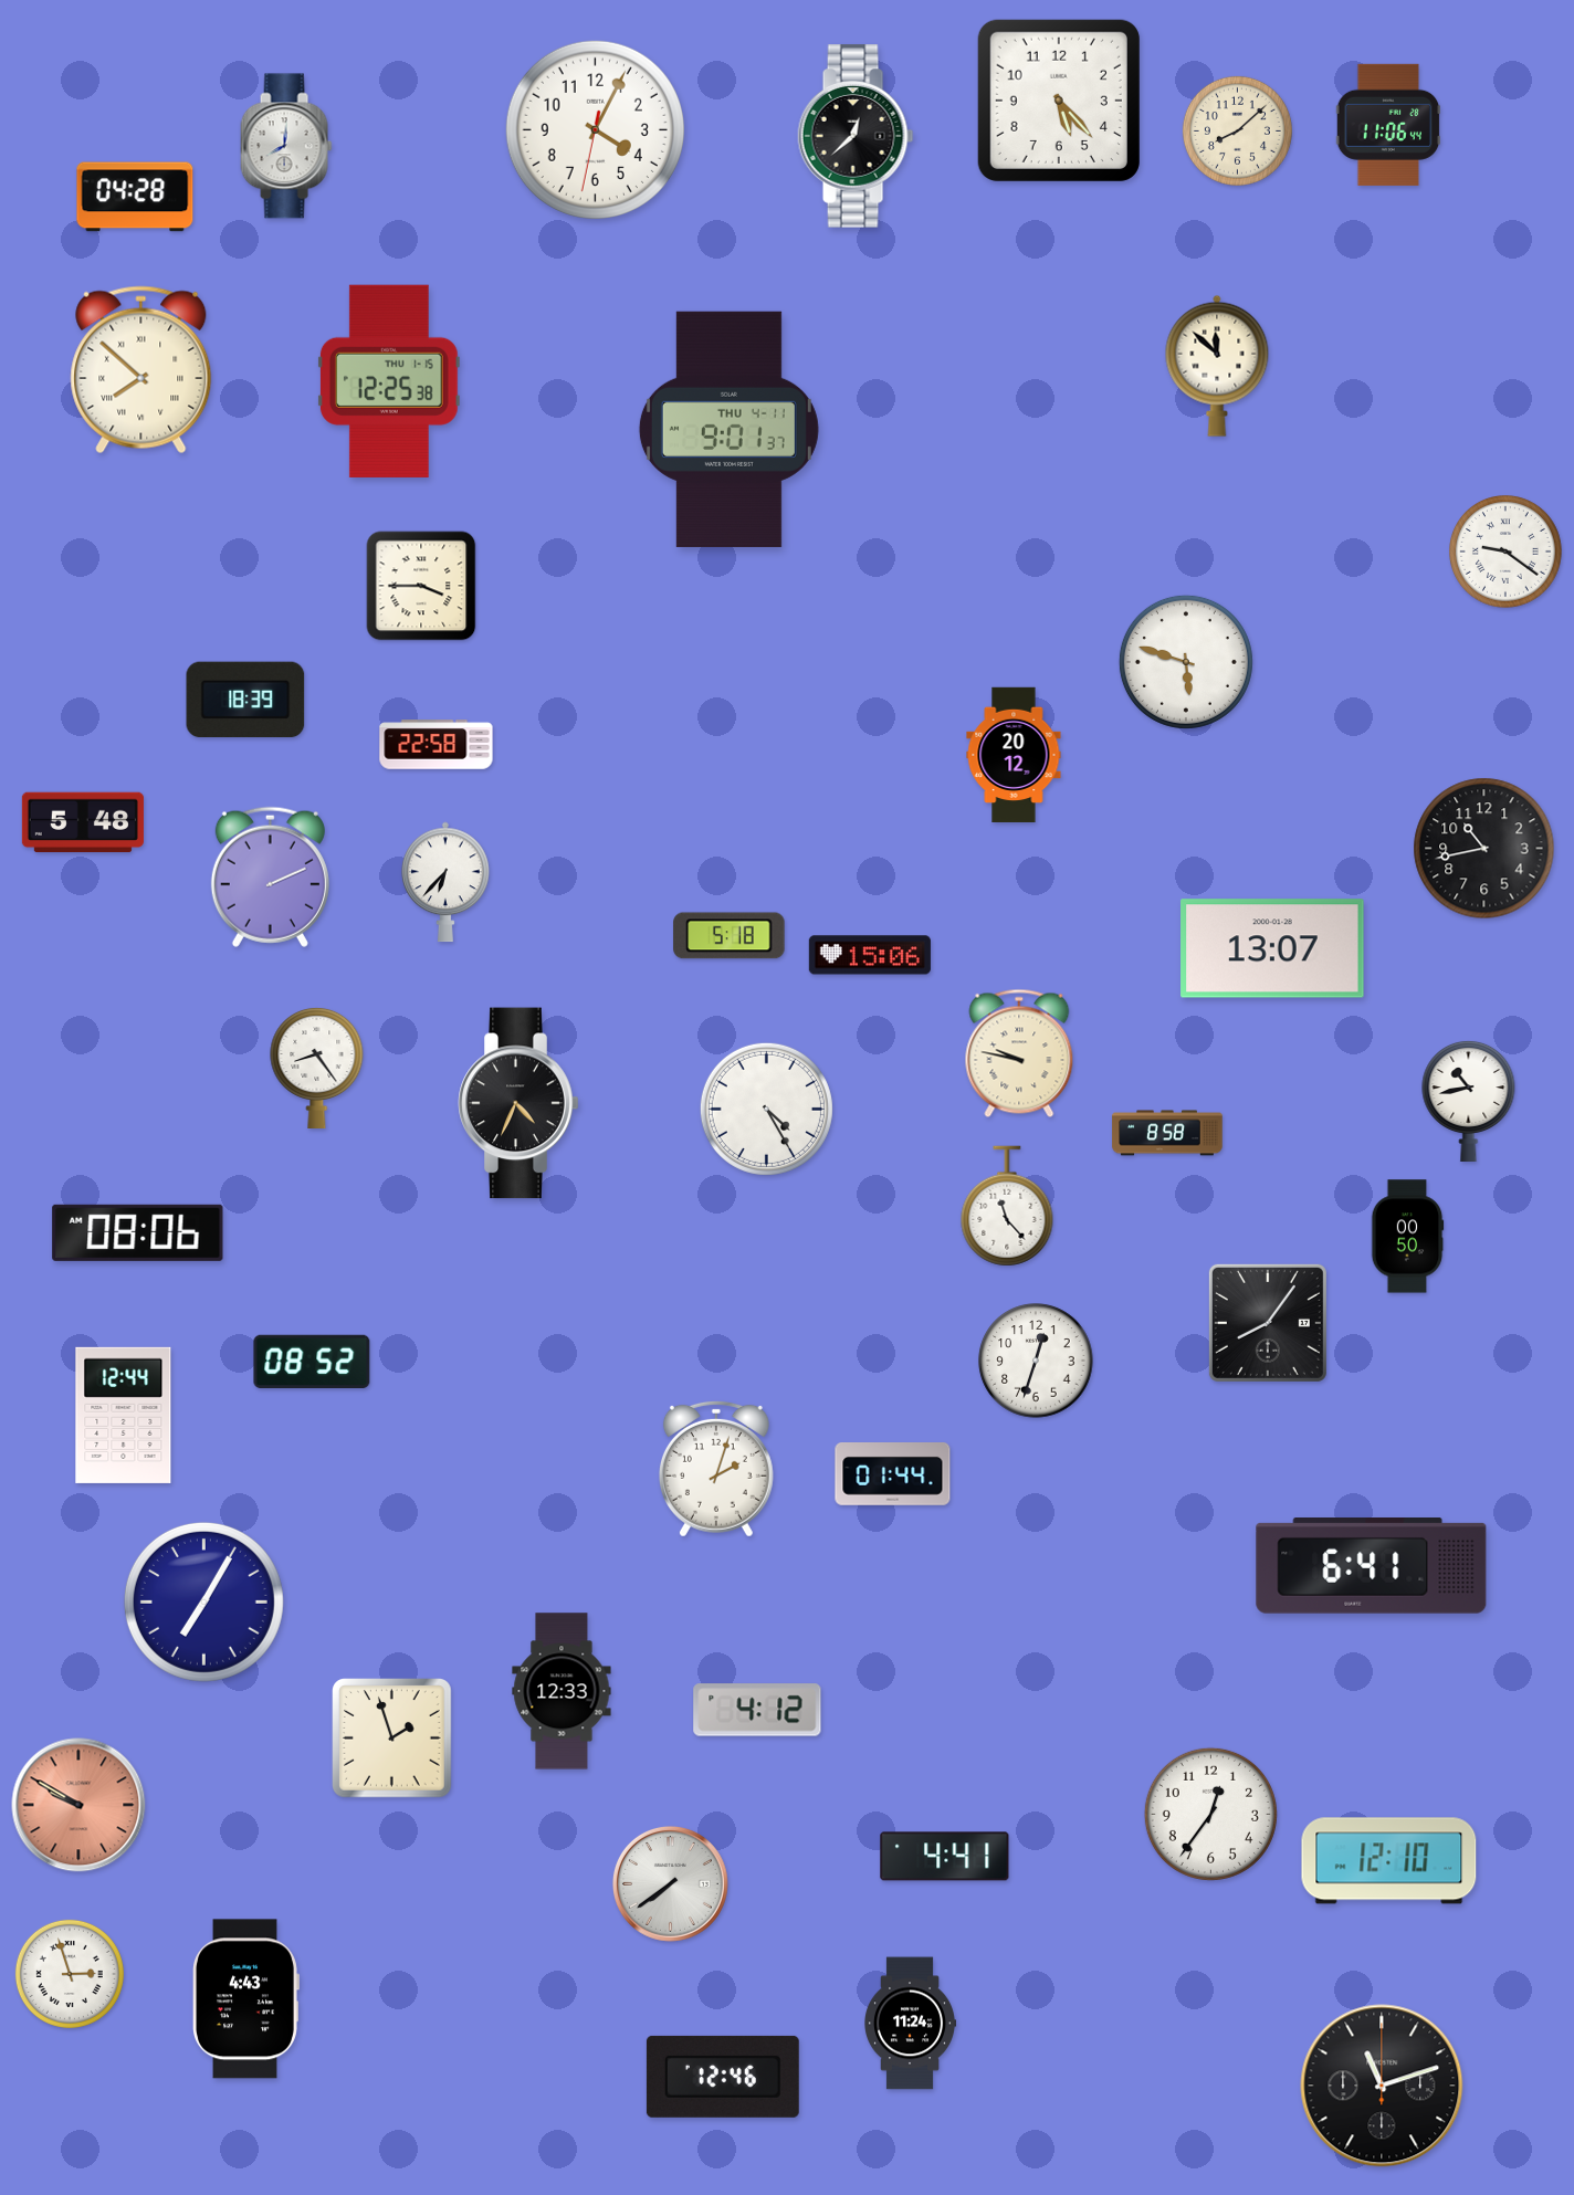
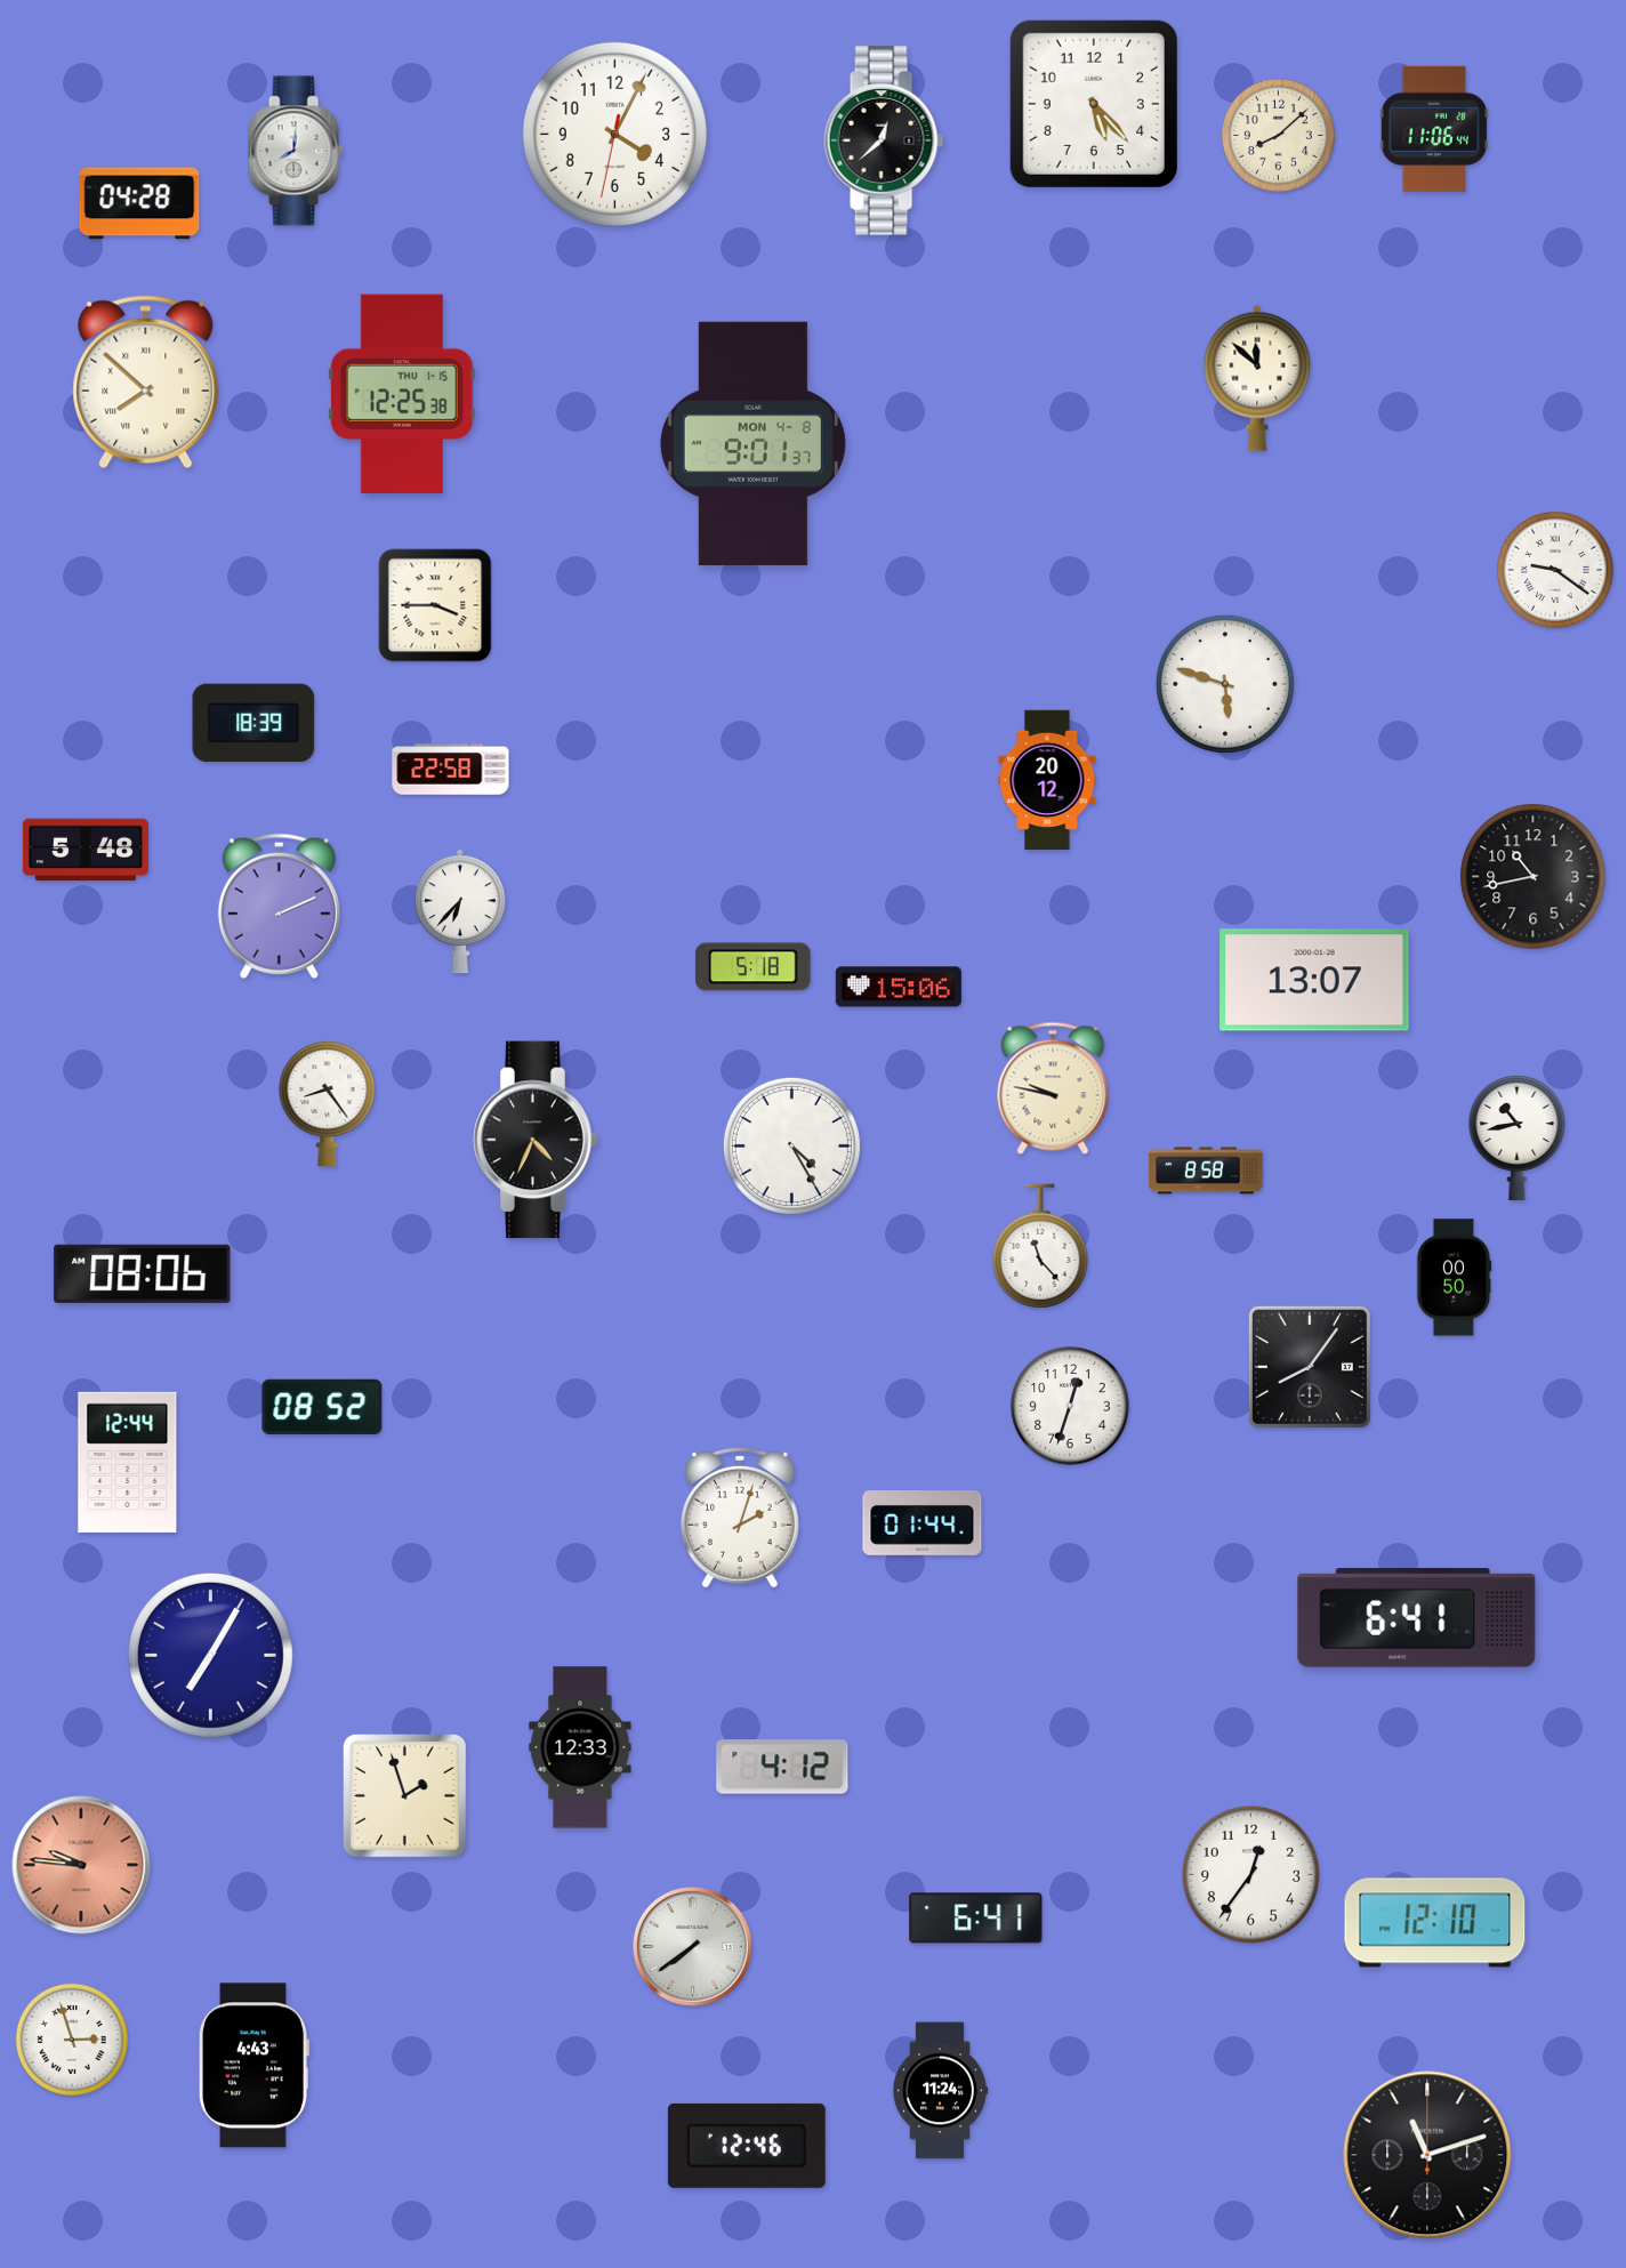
clock at (728, 429) date: THU 4-11 -> MON 4-8
clock at (78, 1805): 9:50 -> 9:46
clock at (945, 1857): 4:41 -> 6:41
